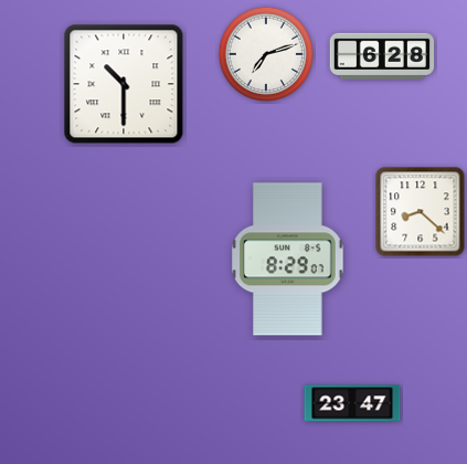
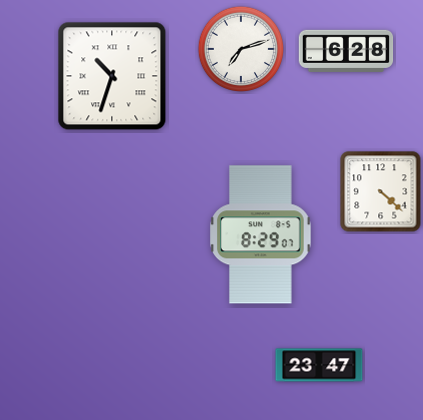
clock at (124, 84): 10:30 -> 10:33
clock at (421, 212): 8:22 -> 4:22
